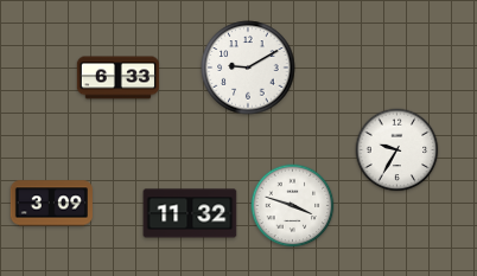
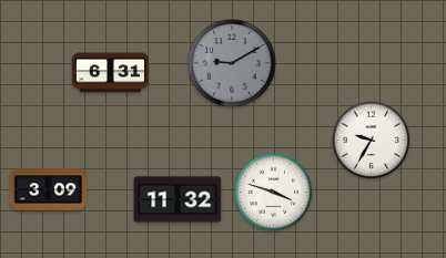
clock at (248, 68) dial: white -> grey
clock at (117, 78): 6:33 -> 6:31
